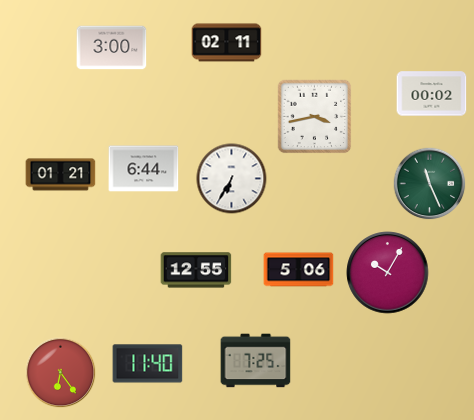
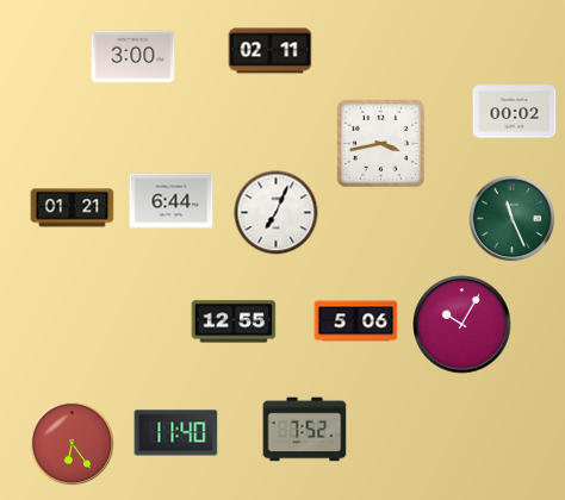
clock at (315, 117) position: (315, 117) -> (381, 144)
clock at (232, 179): 6:35 -> 7:04
clock at (256, 361): 7:25 -> 7:52
